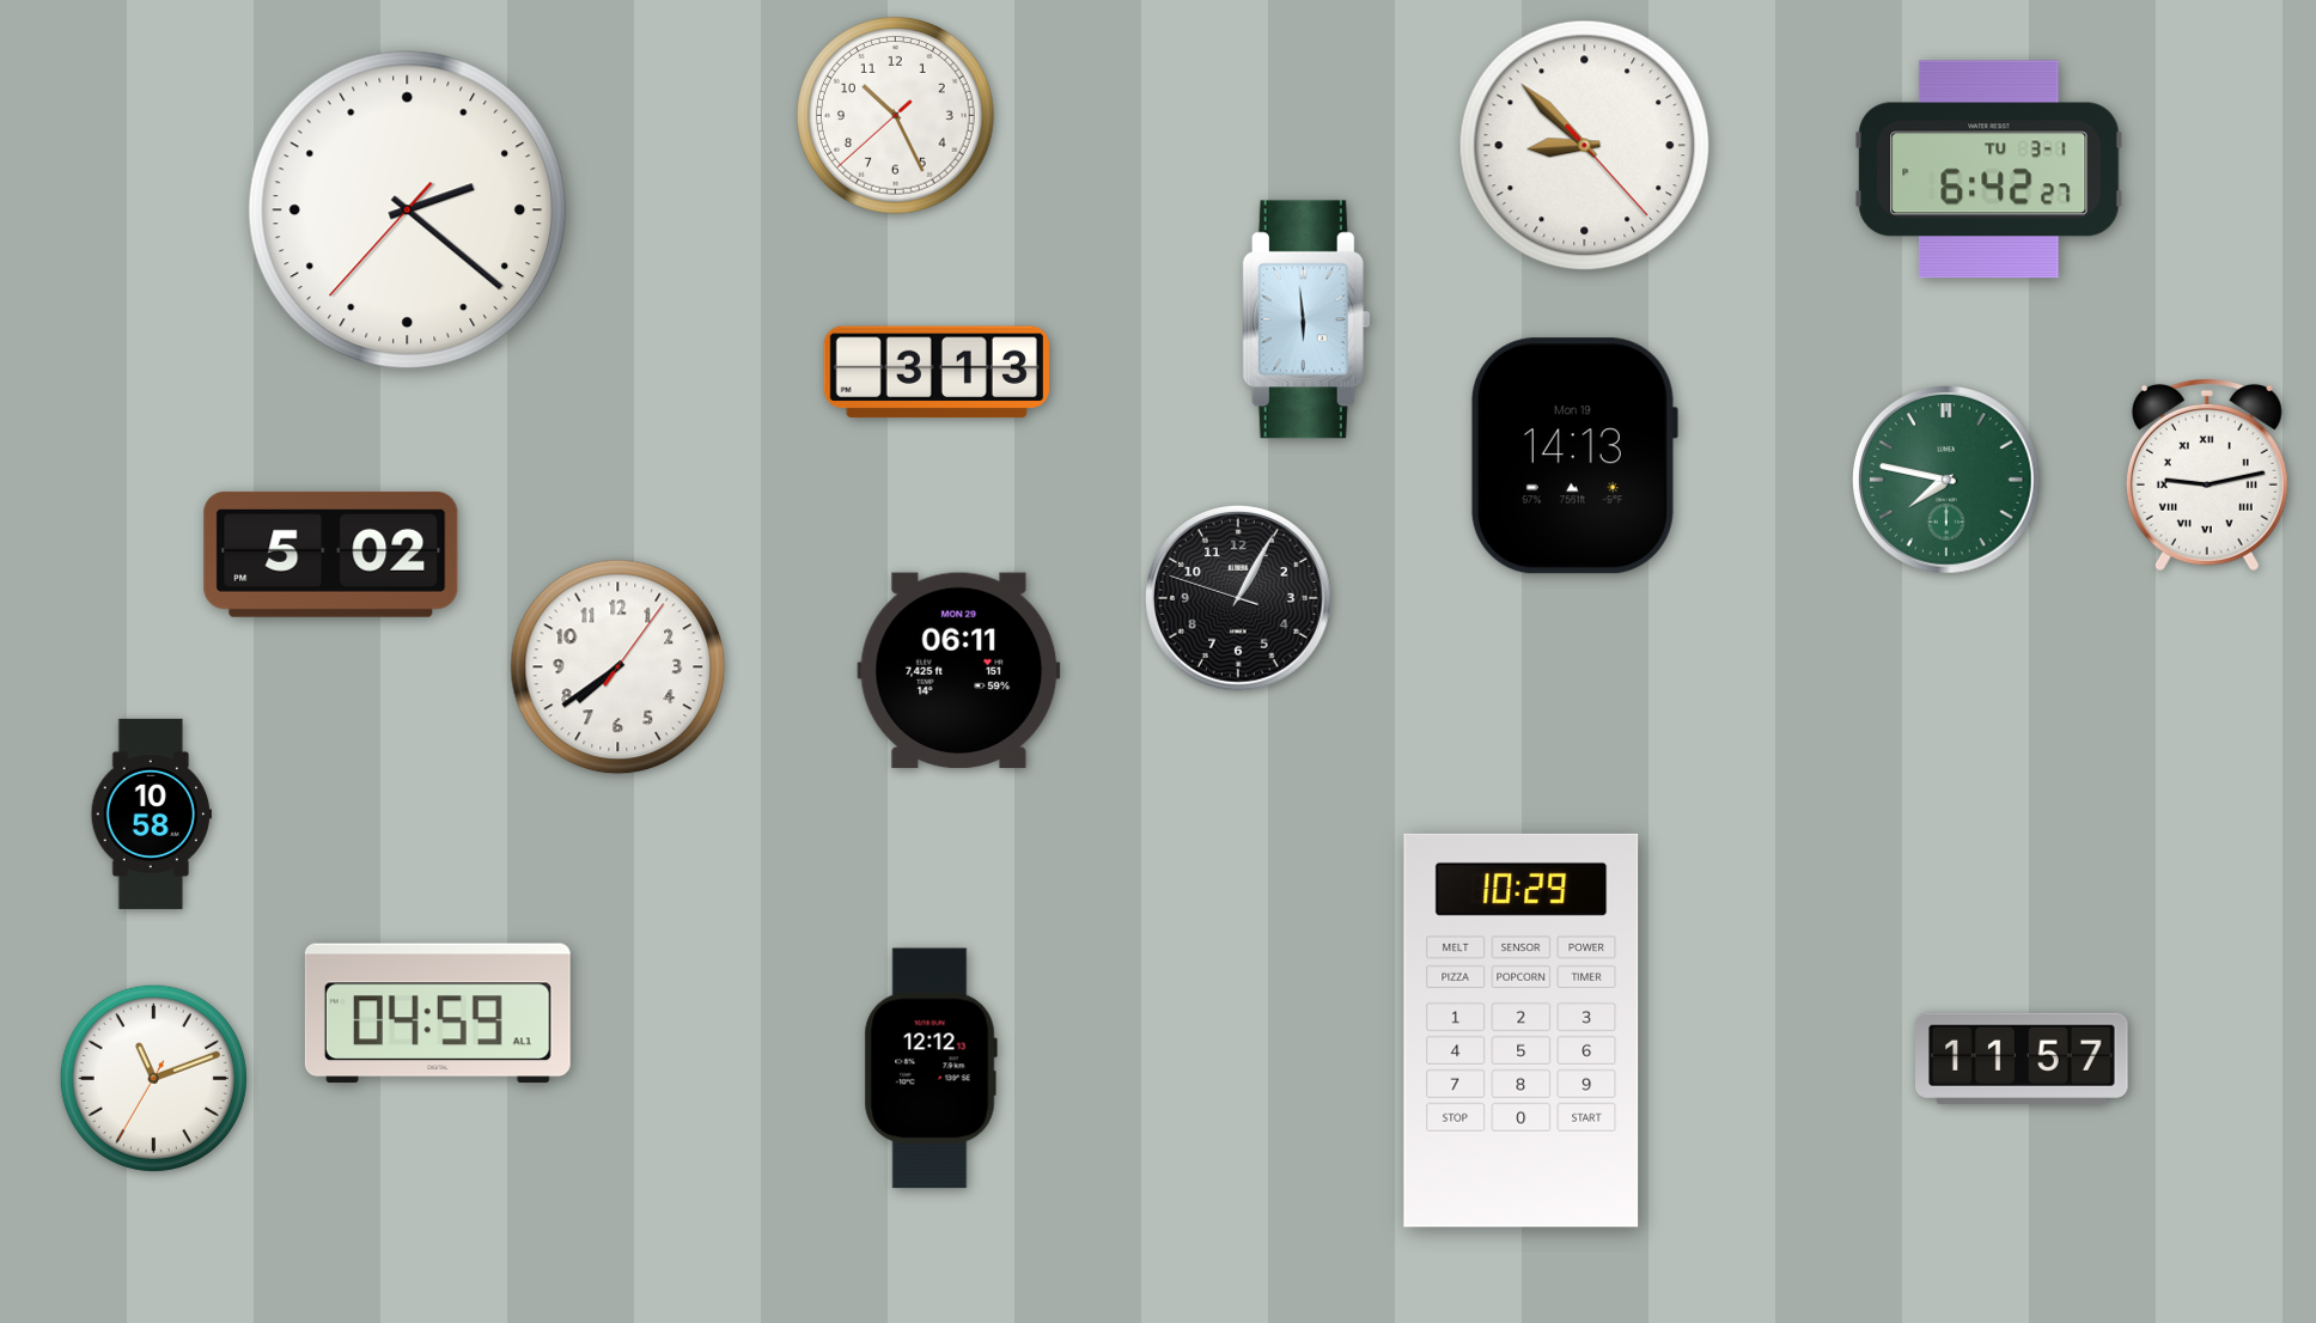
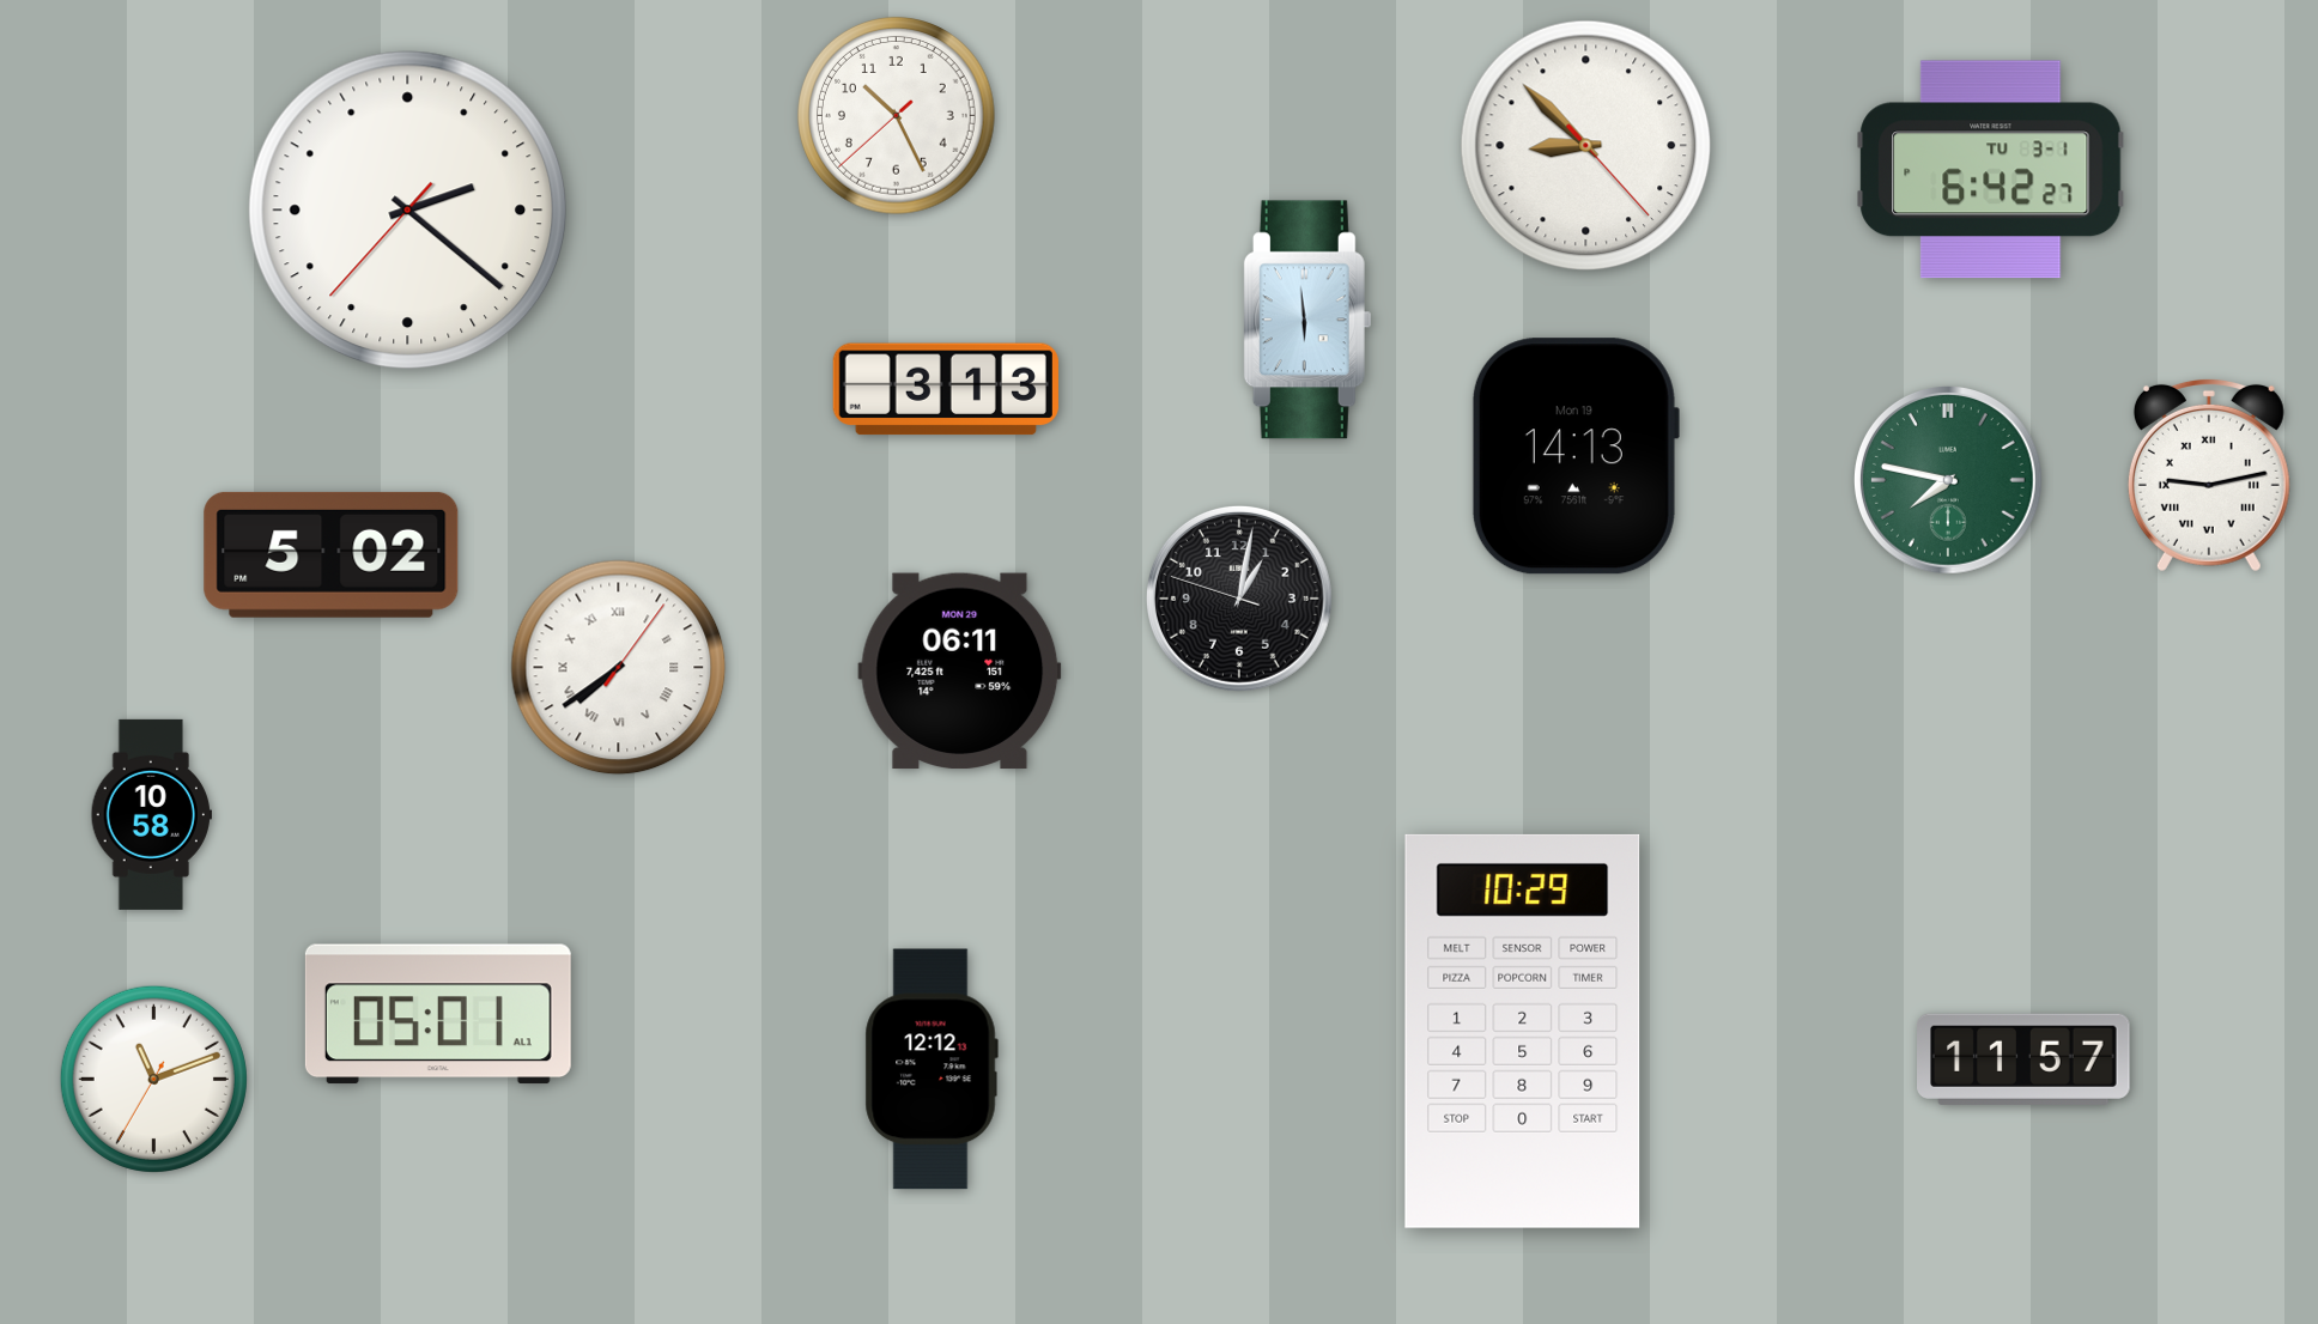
clock at (937, 372) position: (937, 372) -> (946, 389)
clock at (1238, 598): 1:04 -> 1:01
clock at (618, 667) numerals: Arabic -> Roman
clock at (438, 1013): 04:59 -> 05:01
